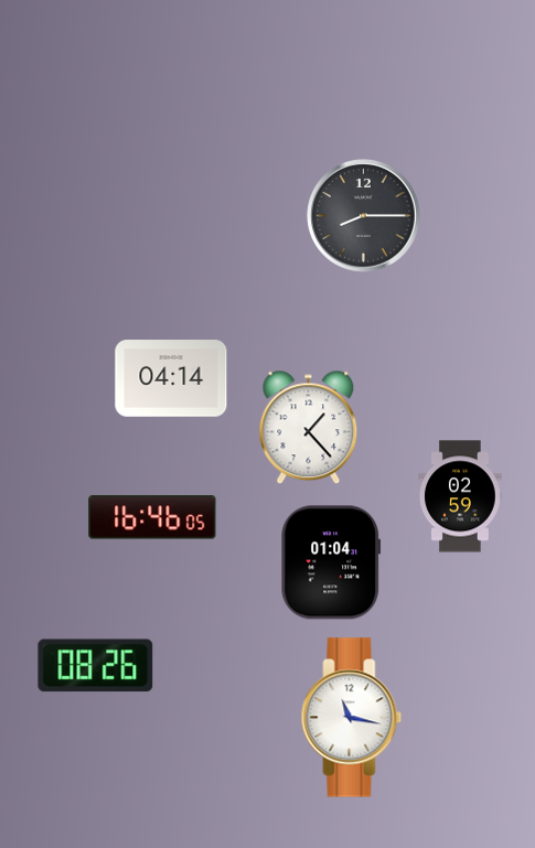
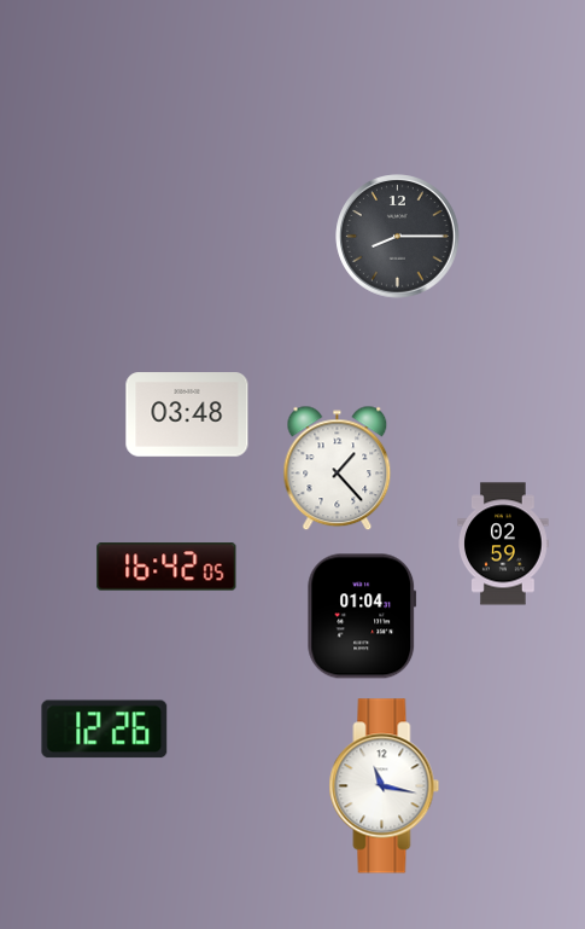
clock at (171, 378): 04:14 -> 03:48
clock at (152, 517): 16:46 -> 16:42
clock at (96, 666): 08:26 -> 12:26
